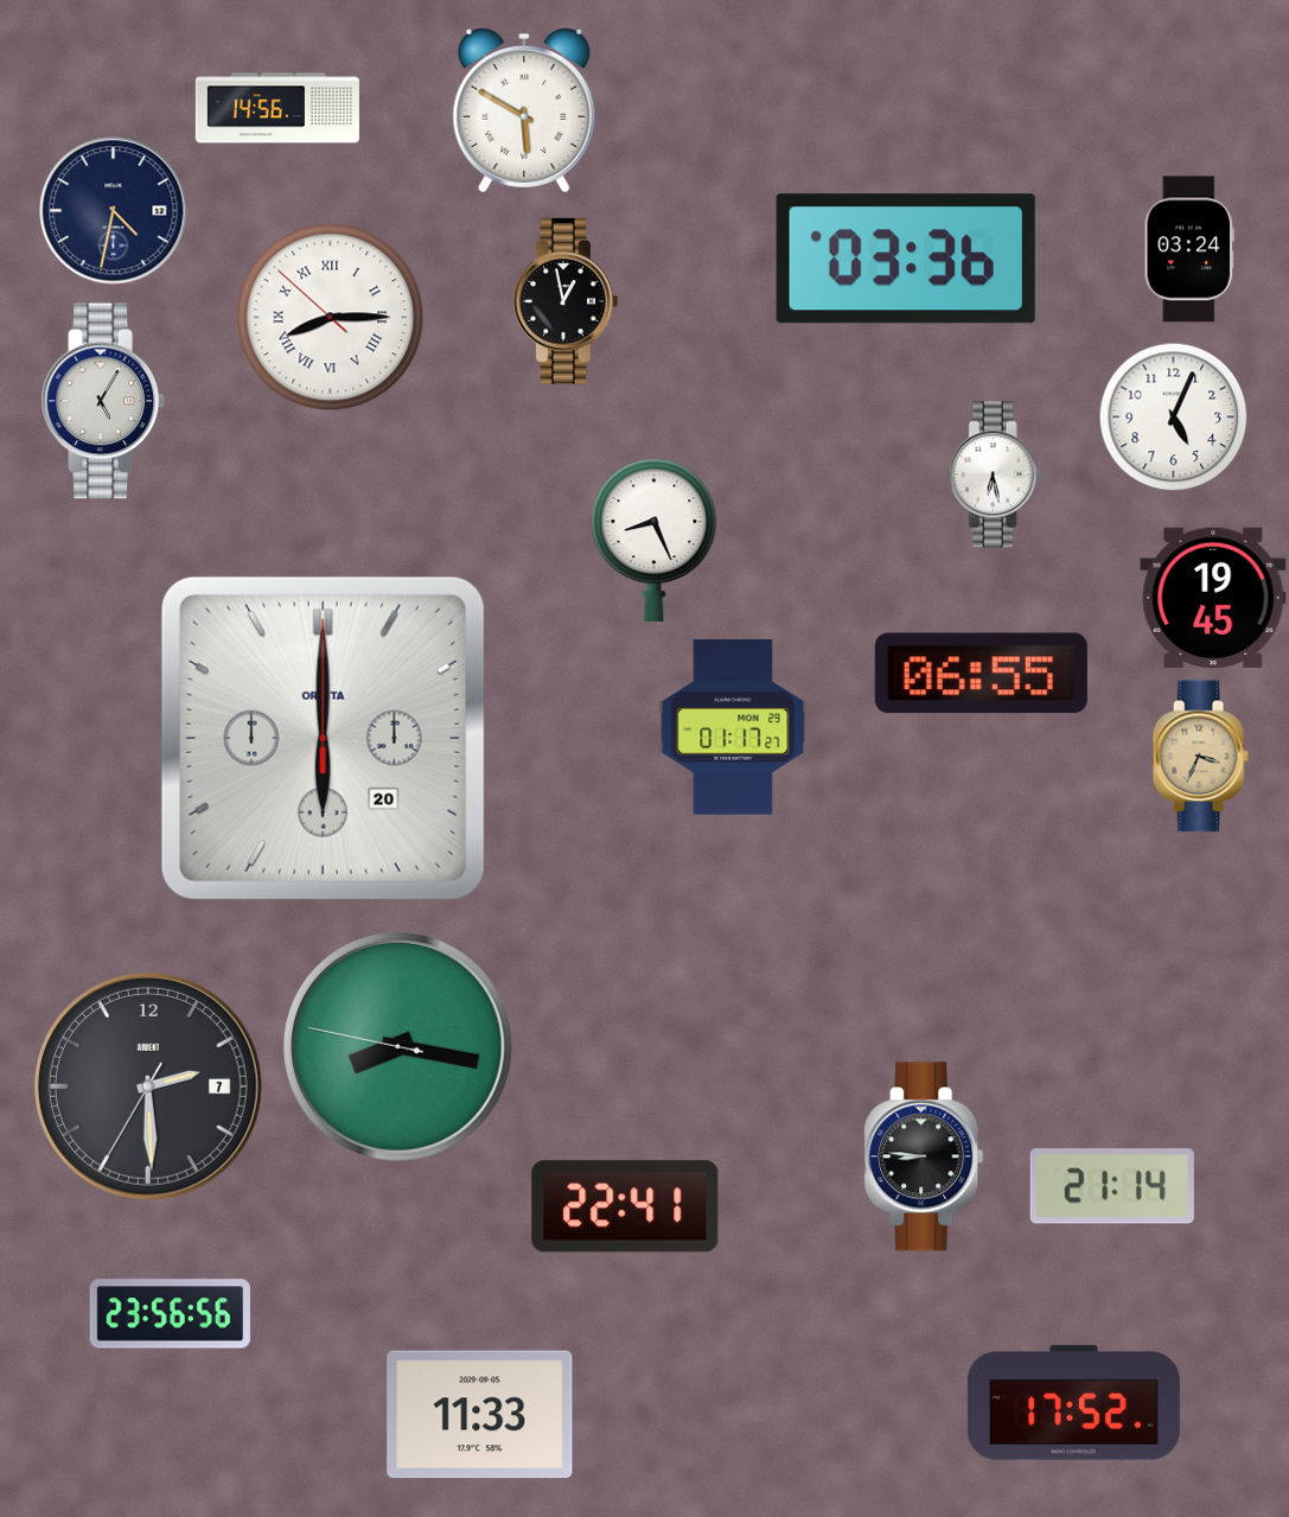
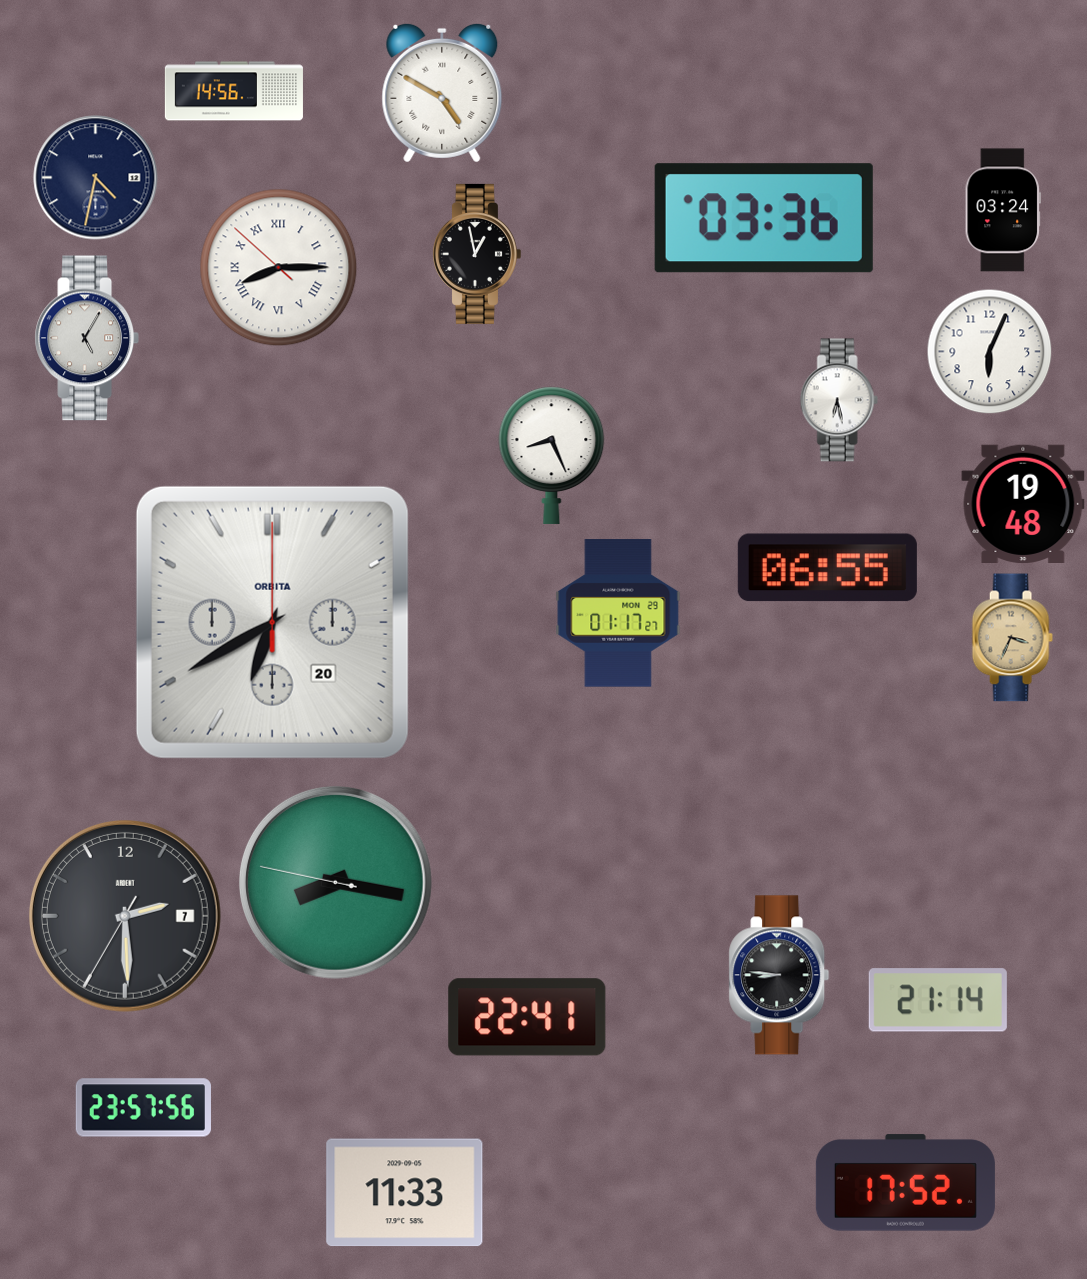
clock at (524, 110): 5:50 -> 4:50
clock at (1174, 418): 5:04 -> 6:04
clock at (1213, 597): 19:45 -> 19:48
clock at (323, 738): 6:00 -> 6:40
clock at (170, 1314): 23:56 -> 23:57
